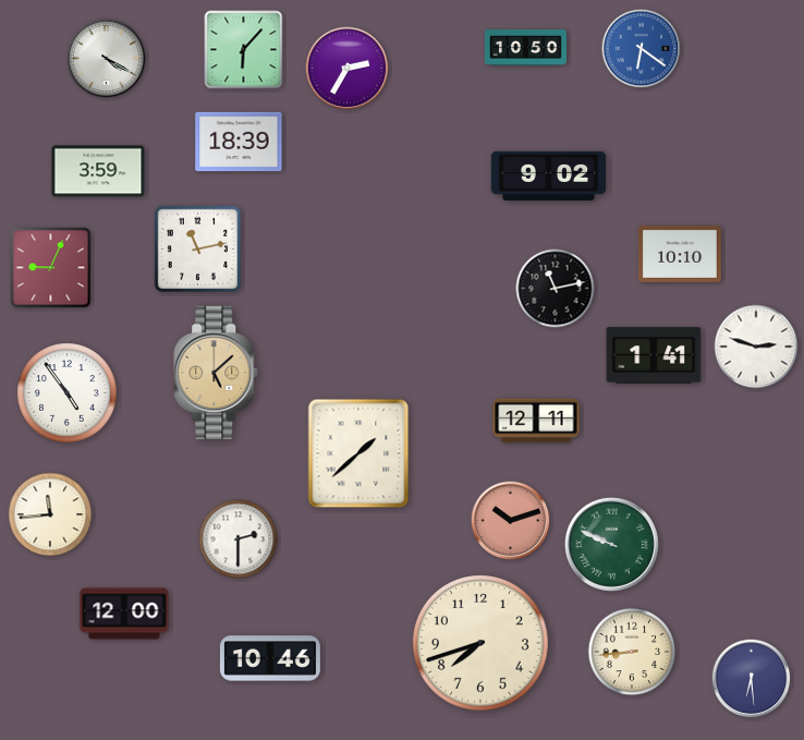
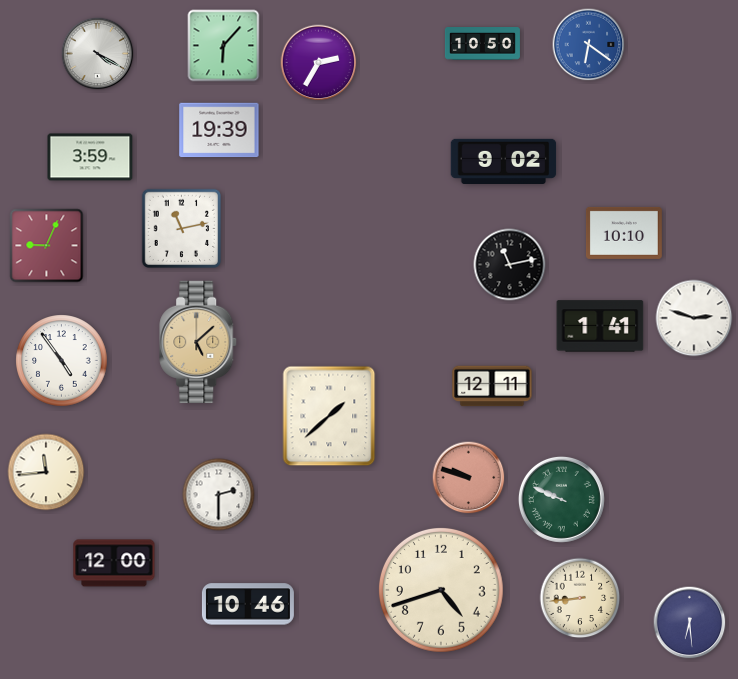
clock at (239, 142): 18:39 -> 19:39
clock at (511, 521): 10:12 -> 9:48
clock at (480, 643): 7:42 -> 4:42
